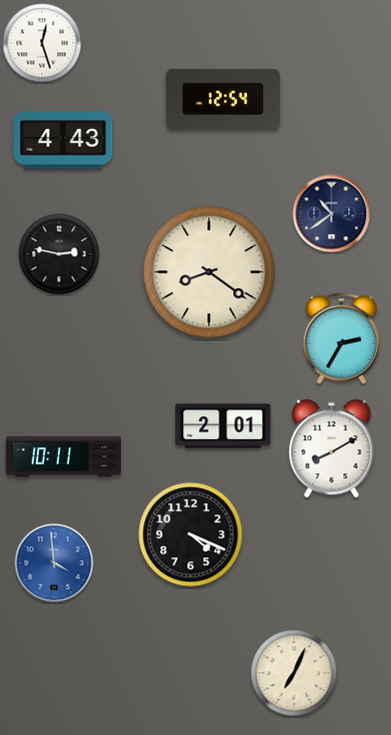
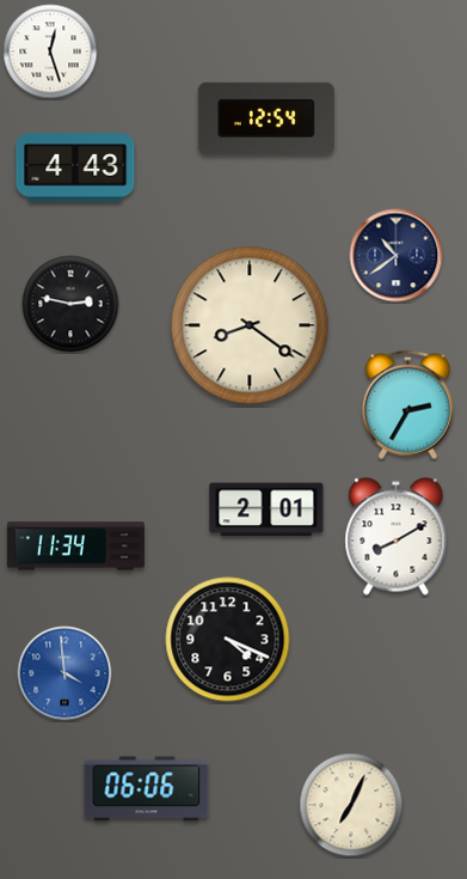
clock at (63, 457): 10:11 -> 11:34
clock at (147, 789): none -> 06:06
